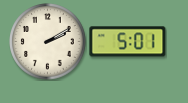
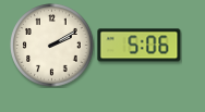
clock at (128, 42): 5:01 -> 5:06
